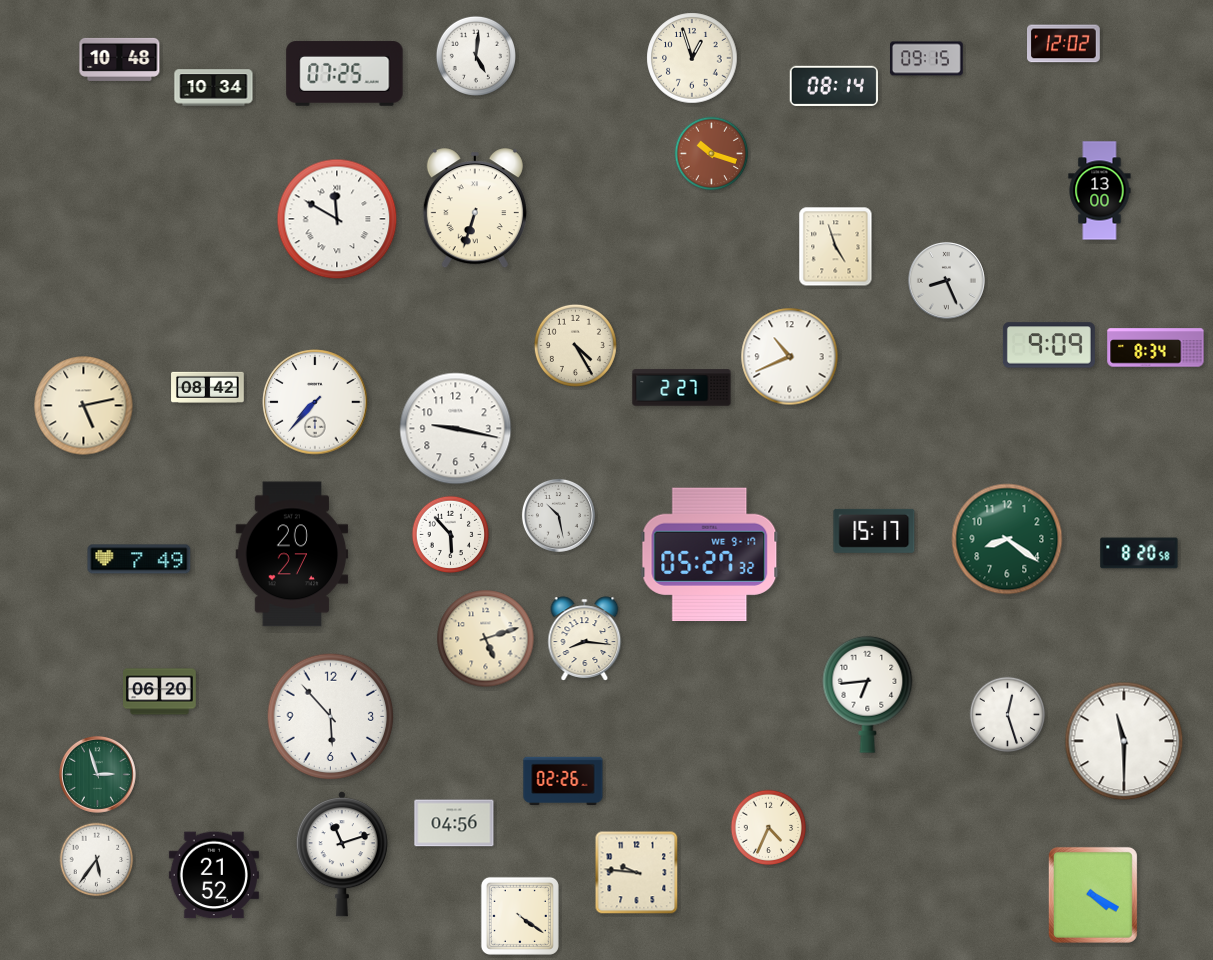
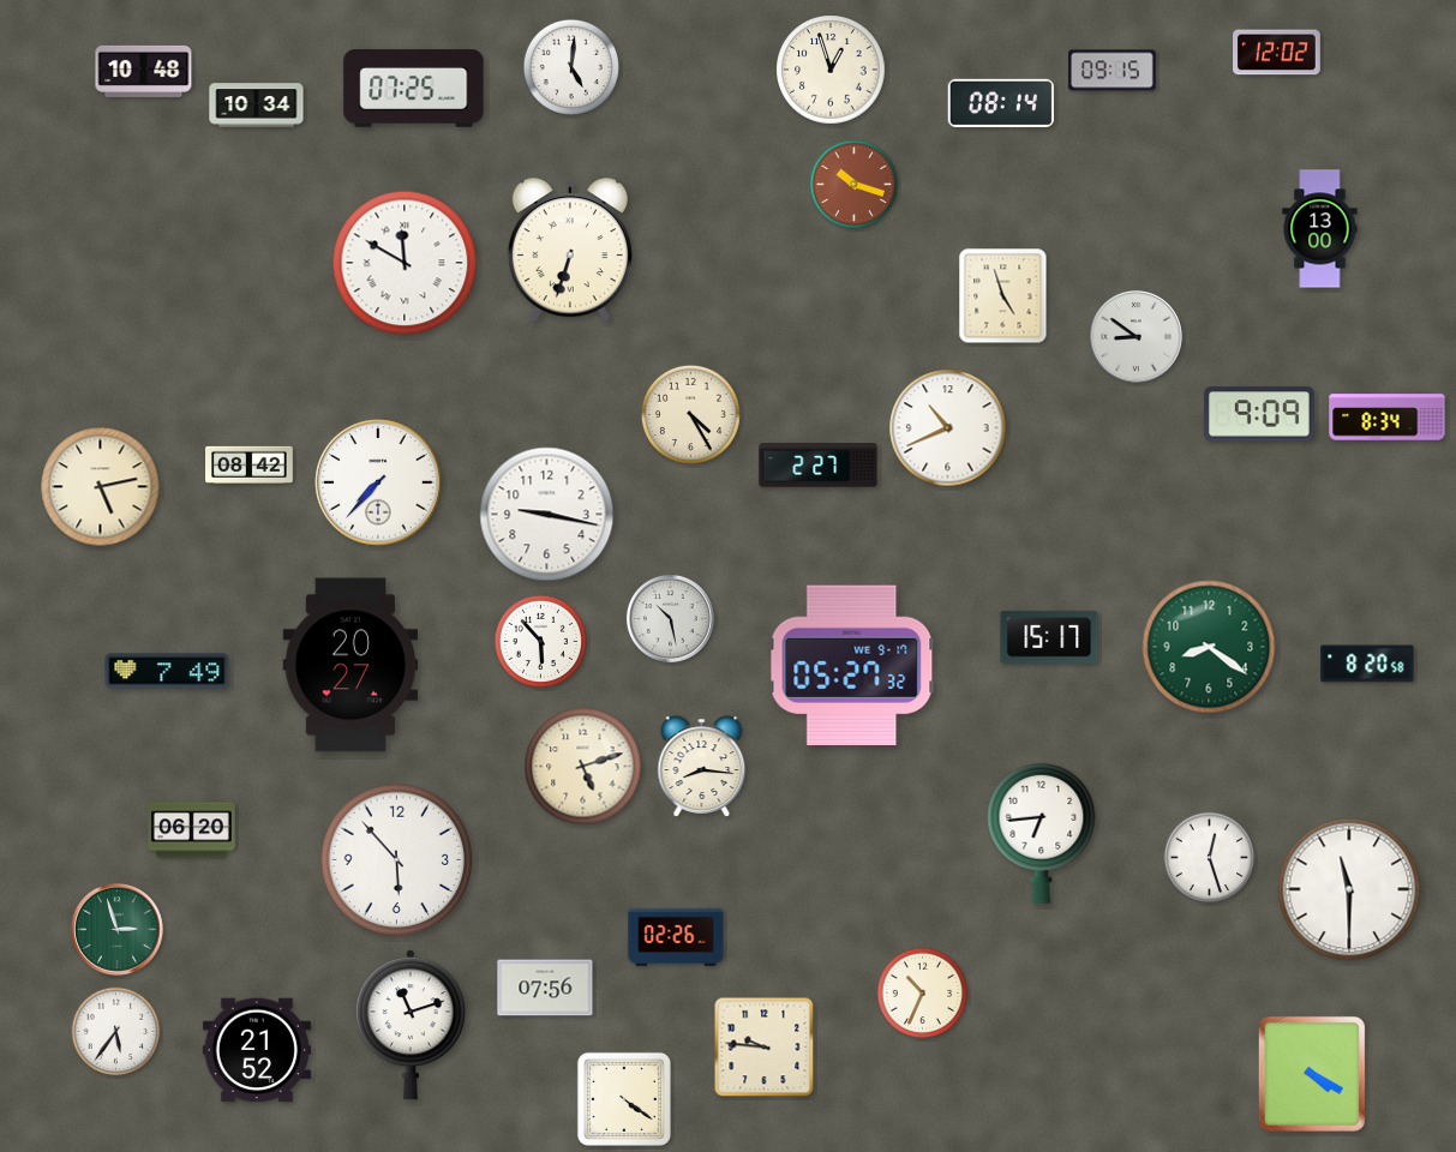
clock at (946, 280): 8:26 -> 8:51
clock at (454, 823): 04:56 -> 07:56
clock at (769, 828): 4:34 -> 10:34
